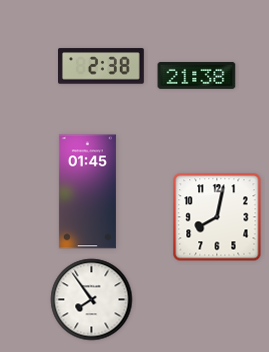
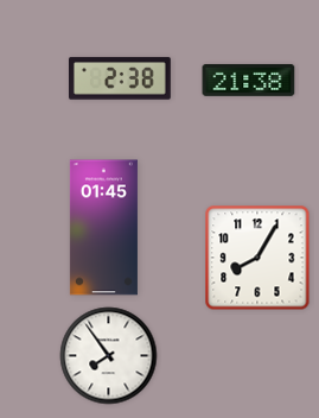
clock at (197, 75) position: (197, 75) -> (249, 80)
clock at (217, 217): 8:02 -> 8:05
